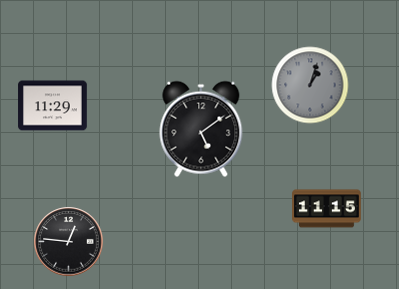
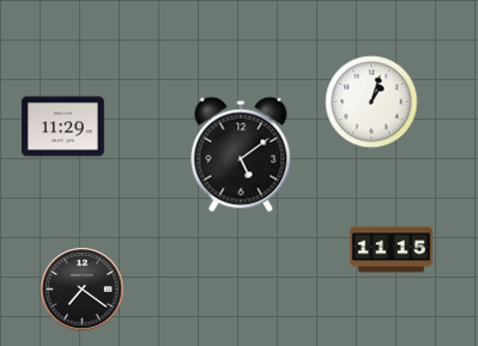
clock at (310, 85) dial: grey -> white
clock at (69, 242): 12:46 -> 7:21
